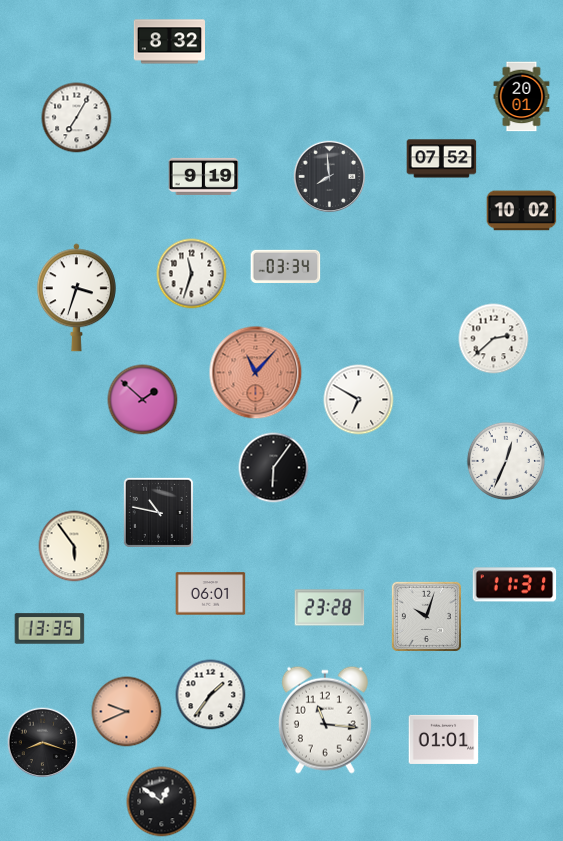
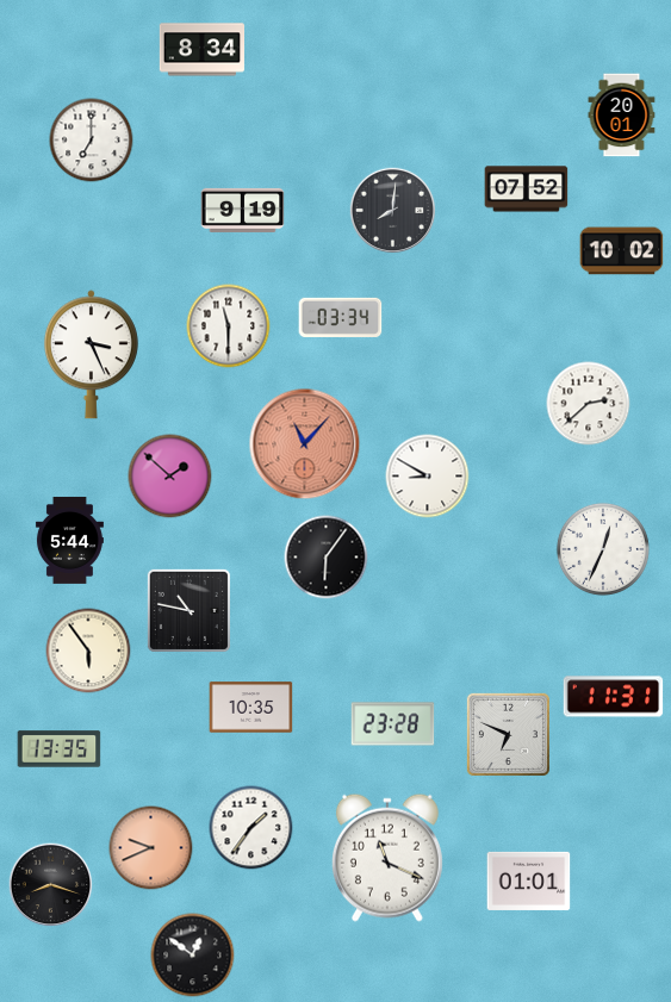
clock at (169, 42): 8:32 -> 8:34
clock at (77, 118): 7:05 -> 7:00
clock at (330, 177): 7:59 -> 8:01
clock at (192, 274): 11:33 -> 11:30
clock at (76, 298): 3:33 -> 3:26
clock at (359, 400): 6:50 -> 8:50
clock at (69, 540): none -> 5:44
clock at (211, 594): 06:01 -> 10:35
clock at (426, 616): 10:03 -> 6:49
clock at (325, 720): 11:16 -> 11:19
